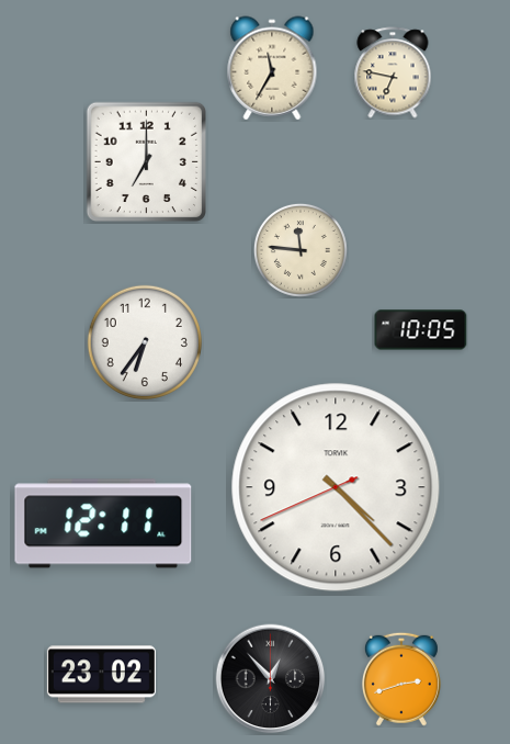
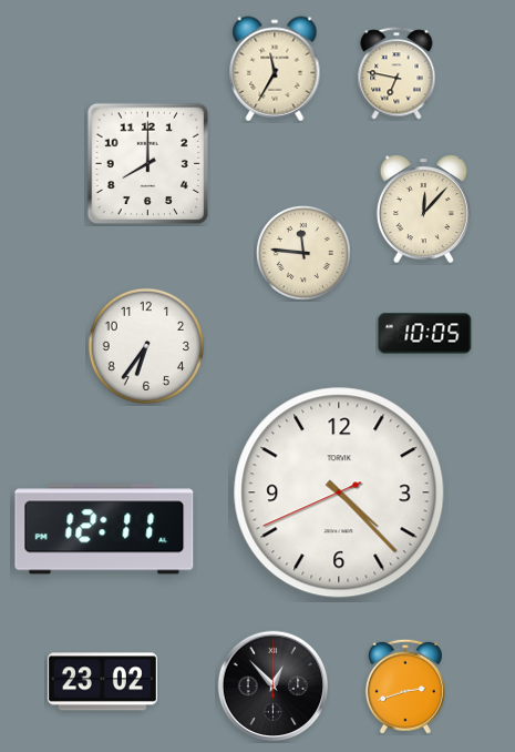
clock at (146, 161): 7:00 -> 8:00
clock at (423, 210): none -> 12:07
